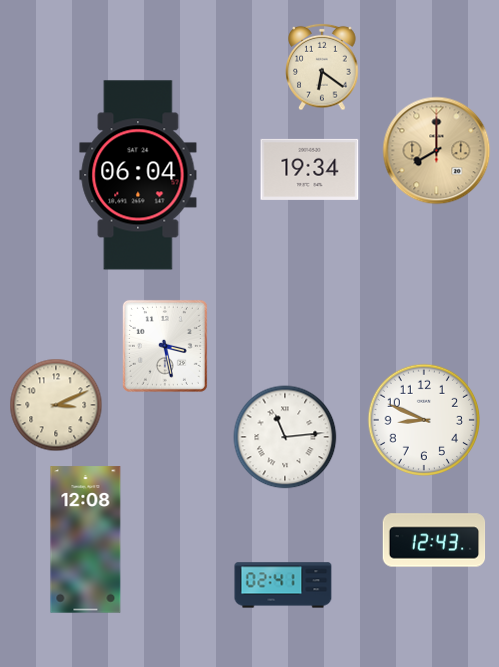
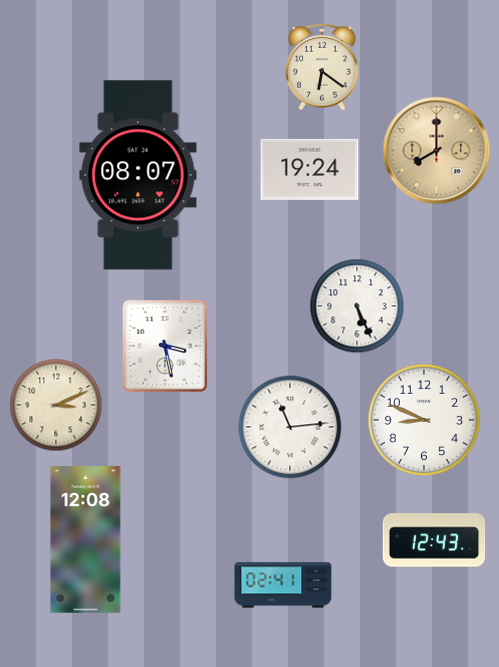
clock at (310, 169): 19:34 -> 19:24
clock at (138, 175): 06:04 -> 08:07
clock at (357, 306): none -> 5:26
clock at (285, 437) position: (285, 437) -> (290, 427)
